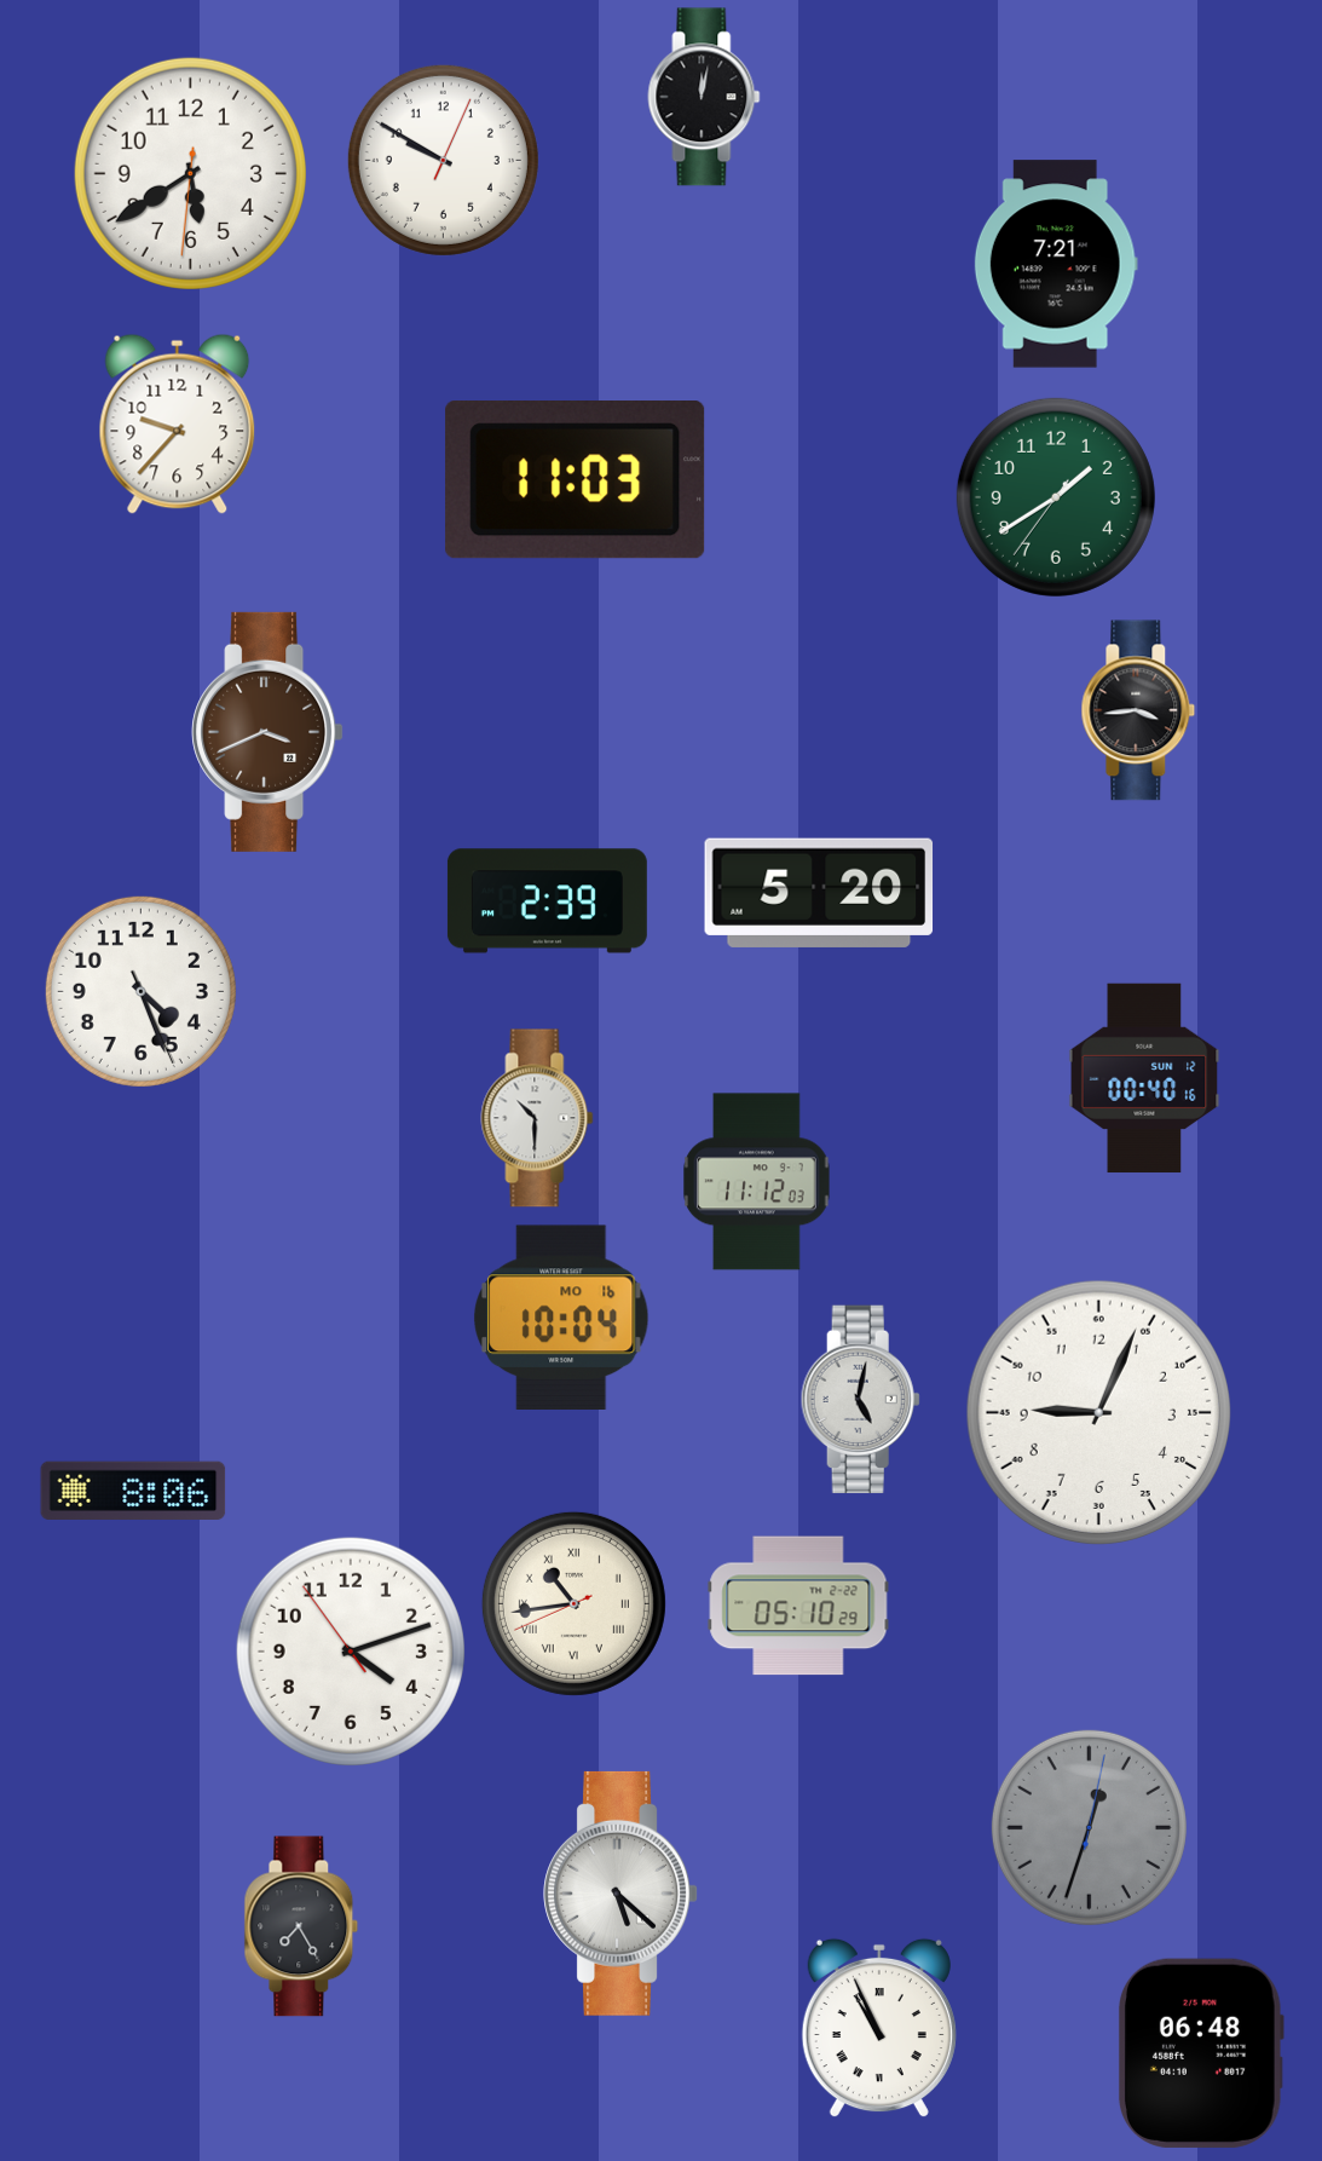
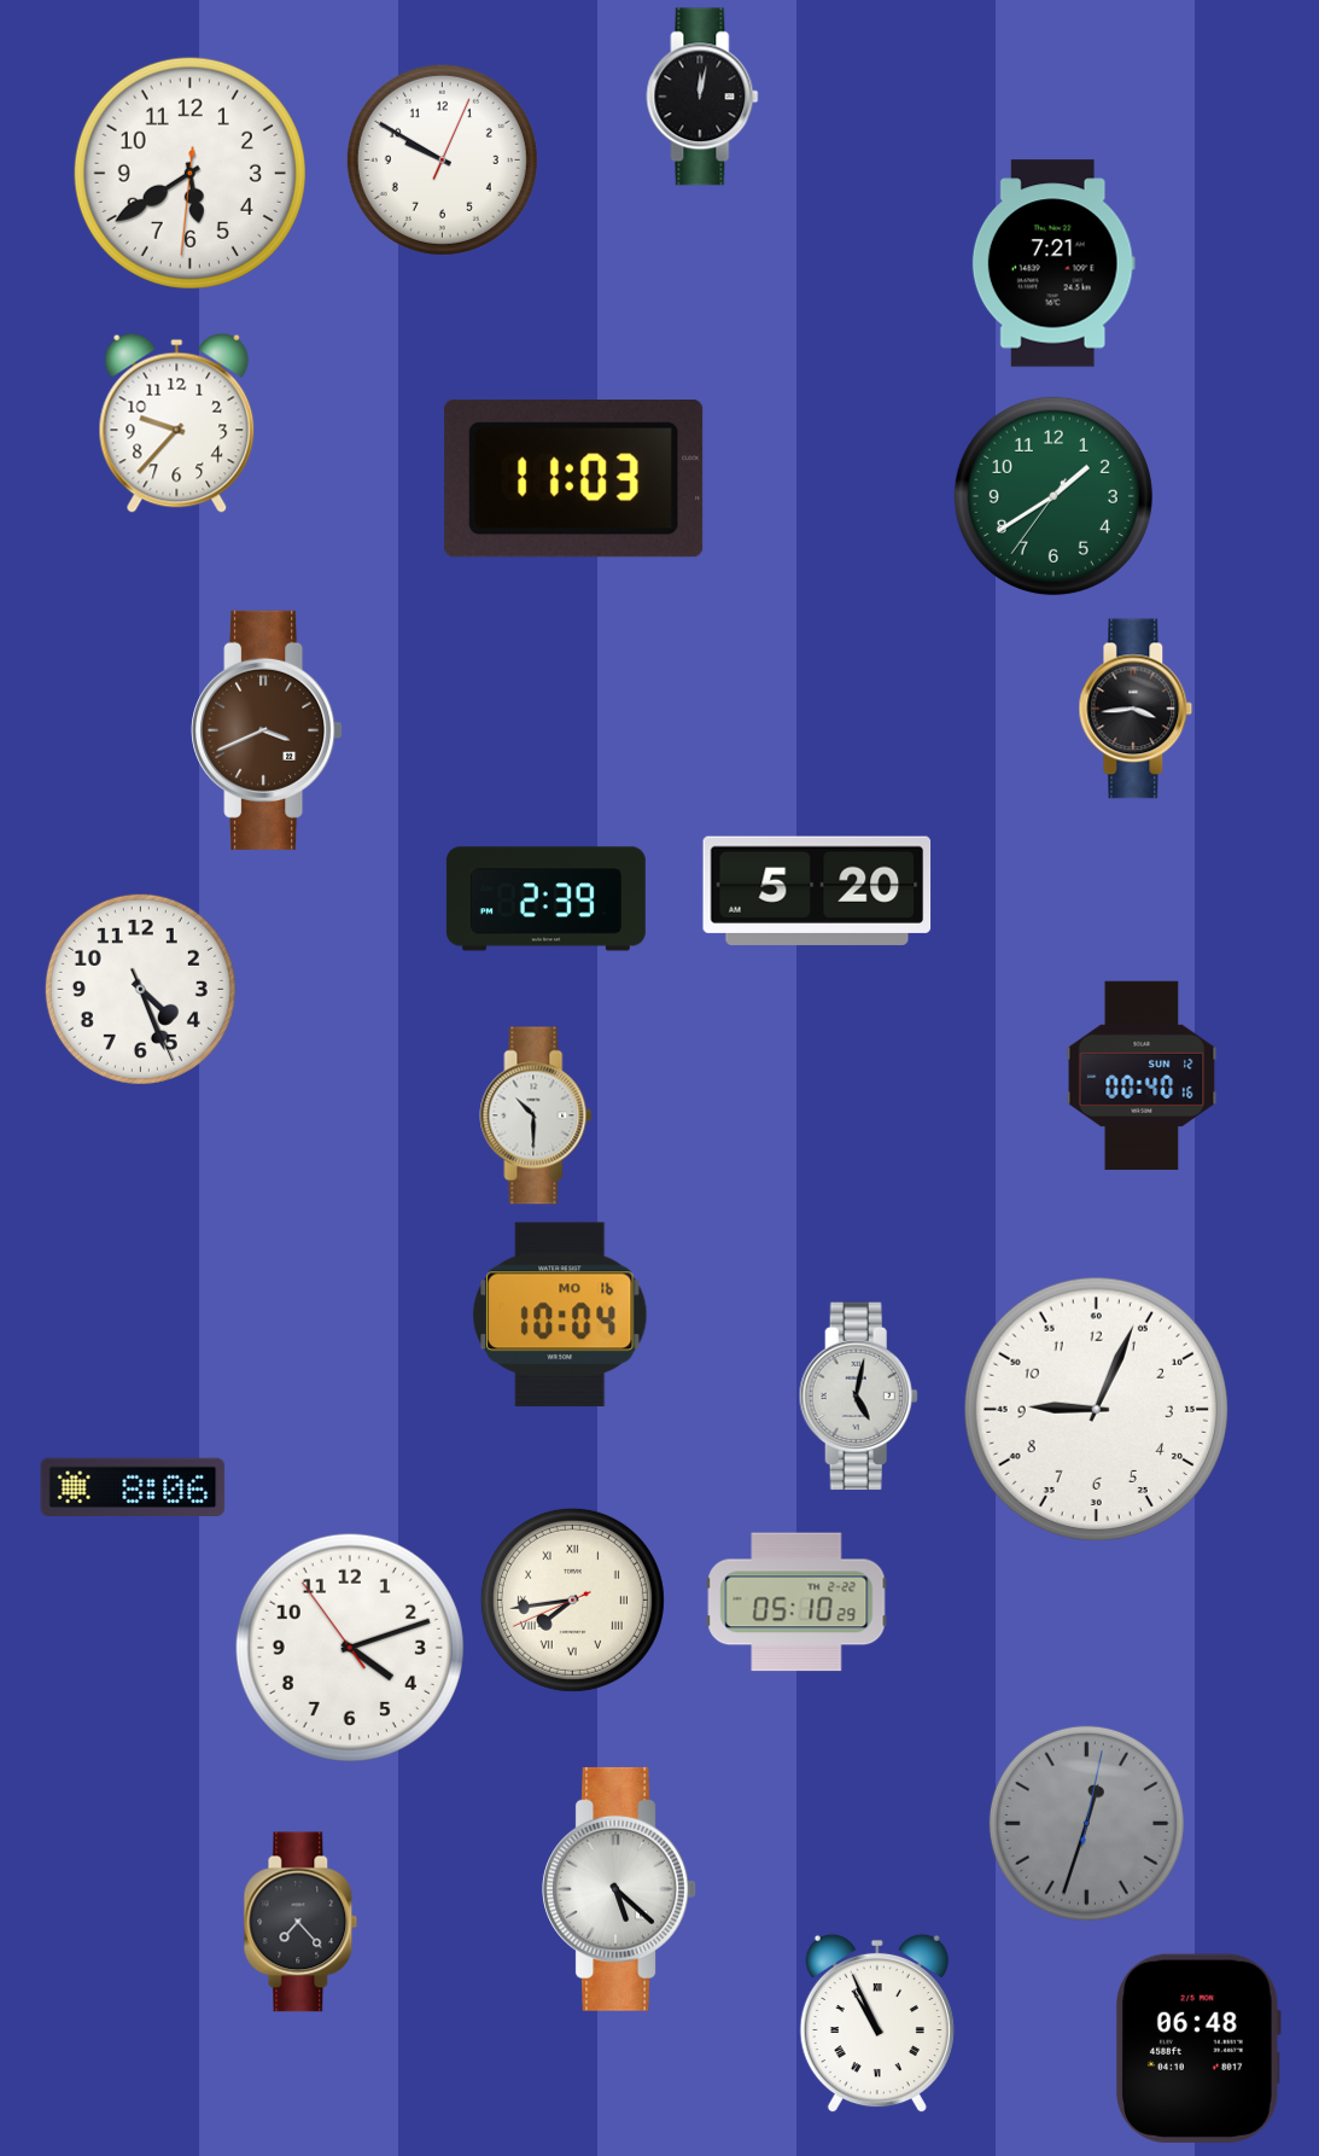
clock at (757, 1182): 11:12 -> none
clock at (573, 1603): 10:43 -> 7:43
clock at (301, 1926): 7:25 -> 7:23
